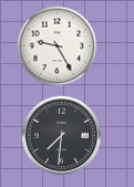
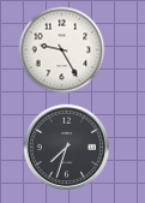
clock at (61, 135): 7:31 -> 7:33
